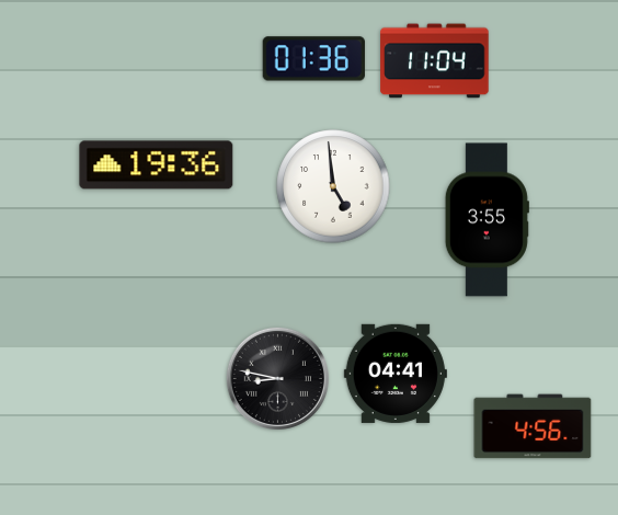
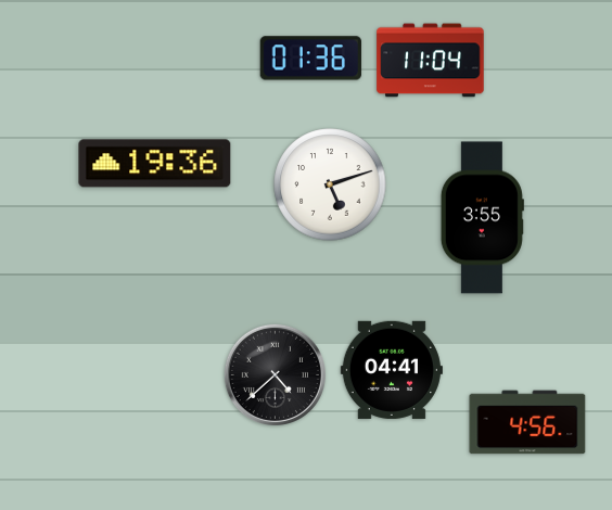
clock at (333, 186): 4:59 -> 5:12
clock at (277, 378): 8:47 -> 4:38
